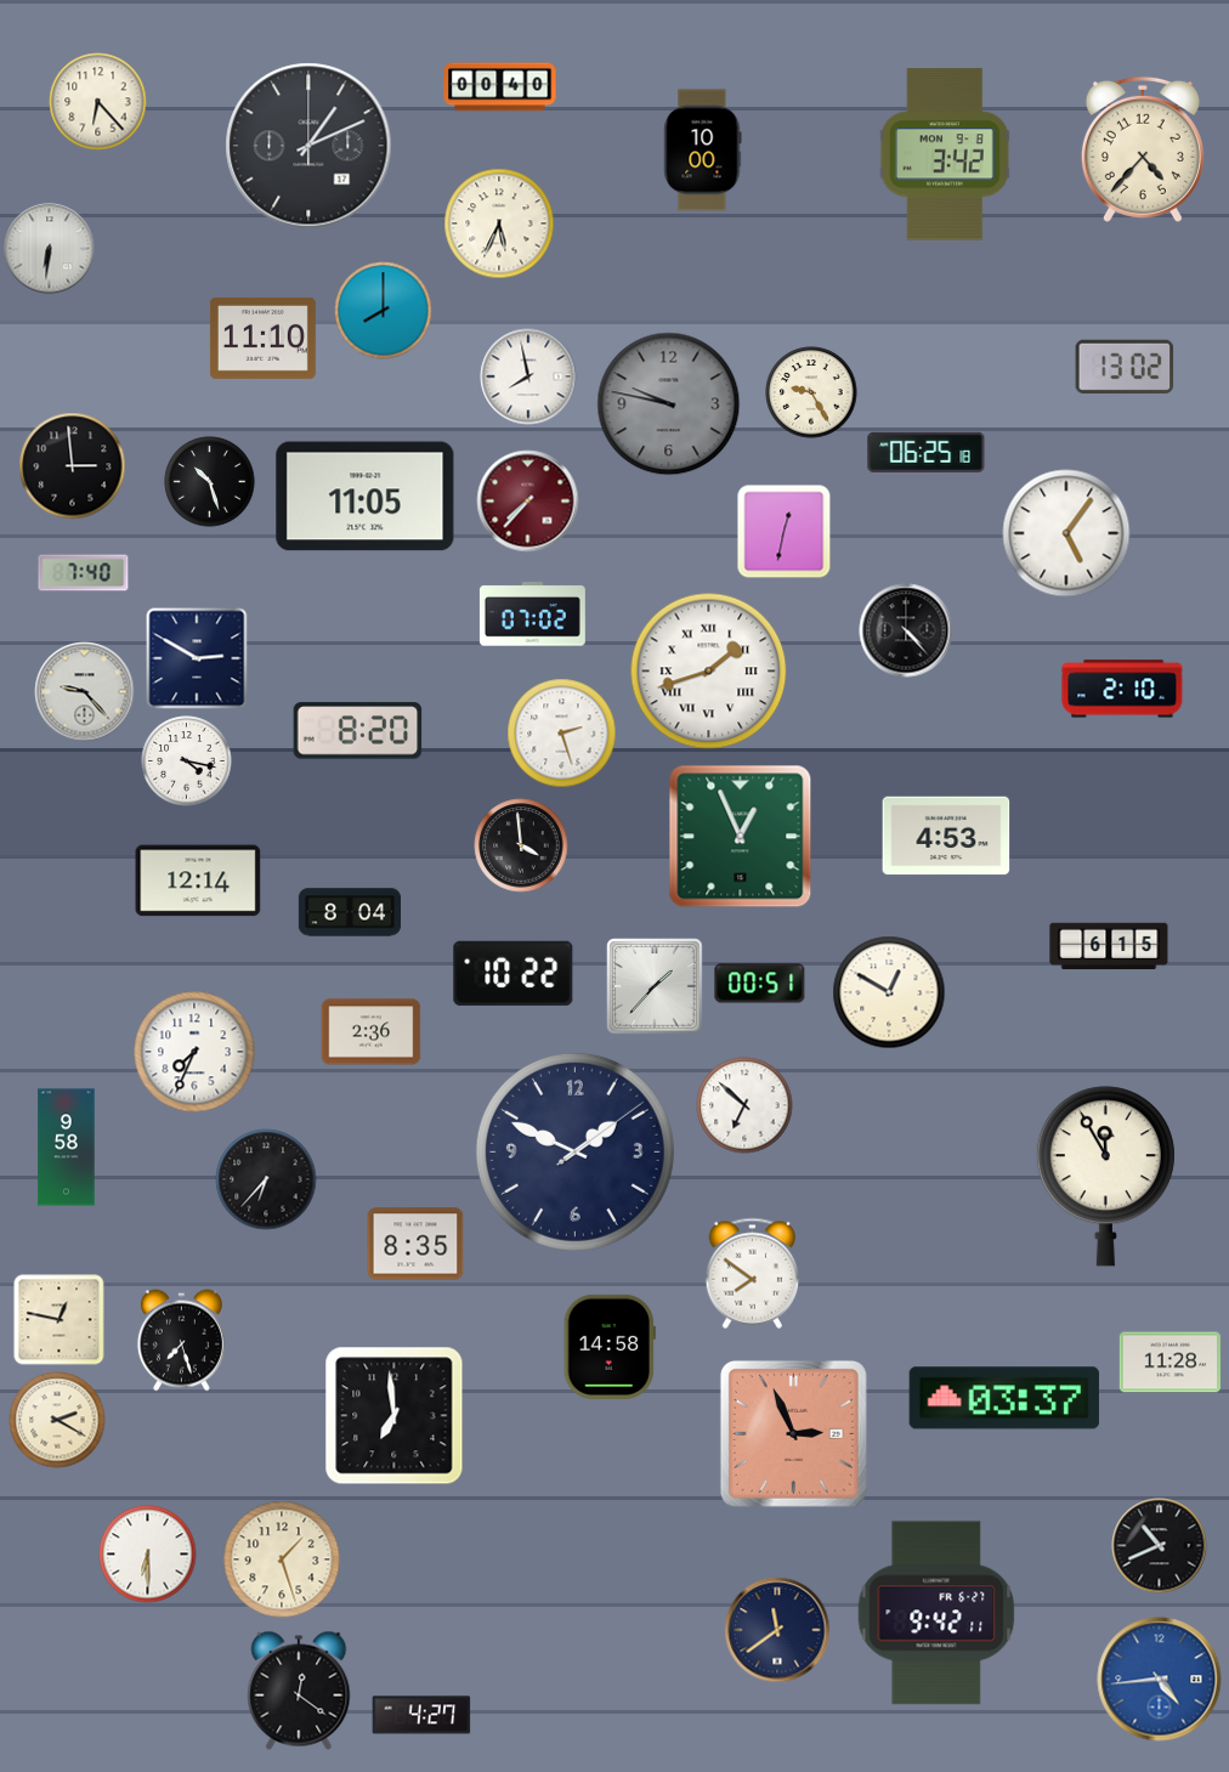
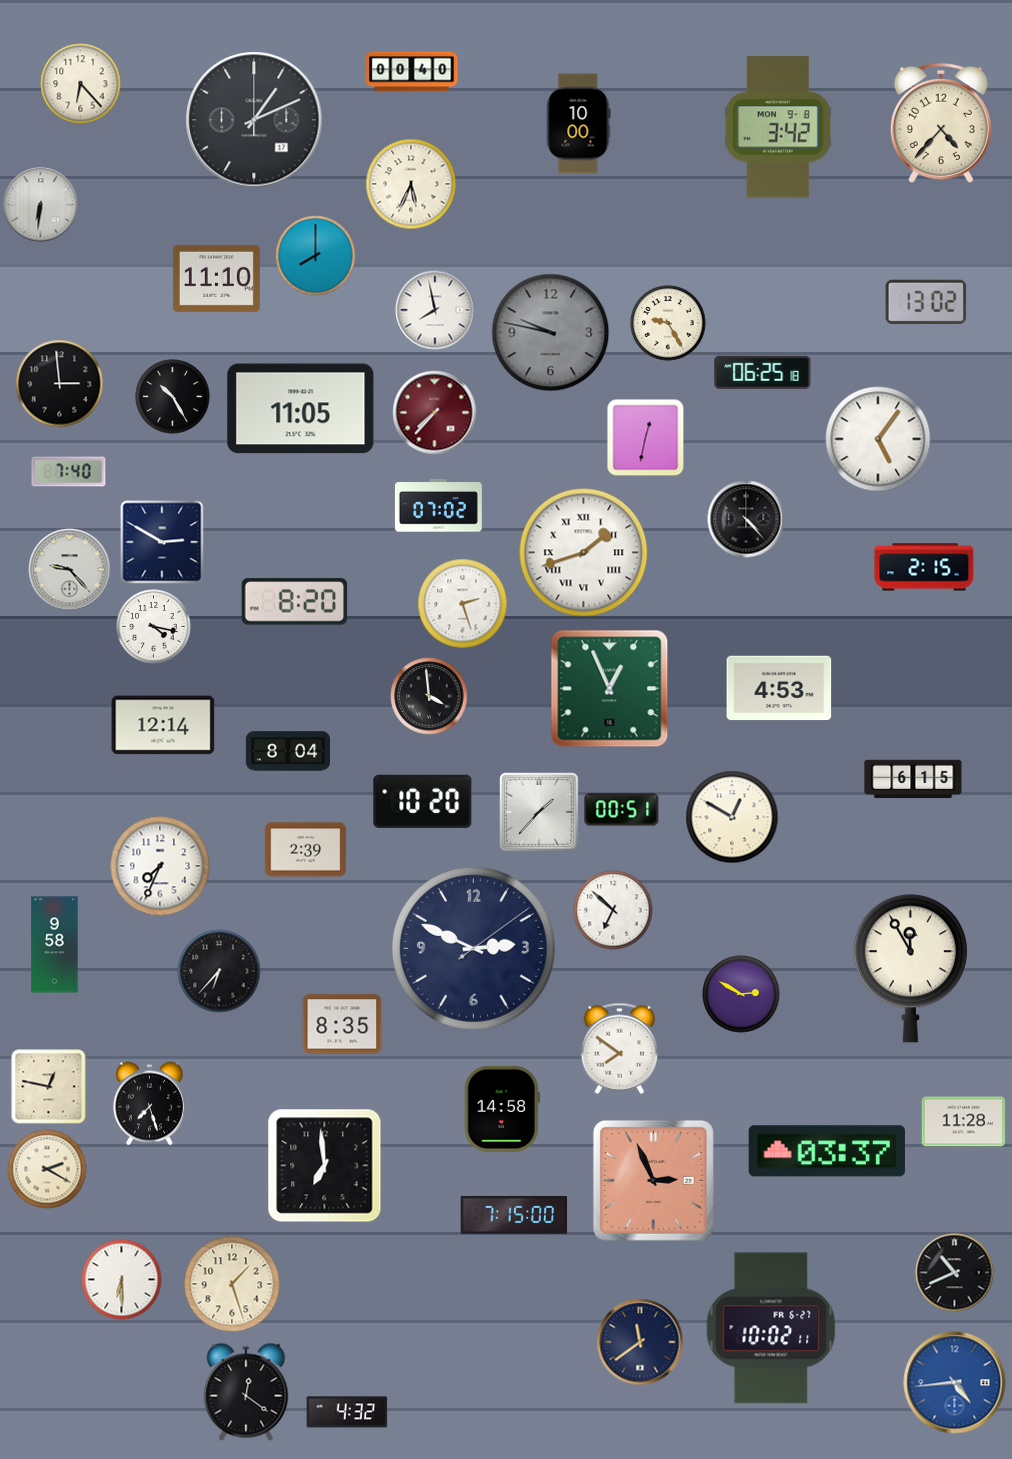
clock at (210, 482): 10:27 -> 10:25
clock at (1122, 689): 2:10 -> 2:15
clock at (514, 973): 10:22 -> 10:20
clock at (760, 984) position: (760, 984) -> (622, 810)
clock at (372, 1032): 2:36 -> 2:39
clock at (574, 1151): 1:49 -> 2:49
clock at (741, 994): none -> 2:50
clock at (514, 1215): none -> 7:15
clock at (936, 1613): 9:42 -> 10:02
clock at (421, 1715): 4:27 -> 4:32
